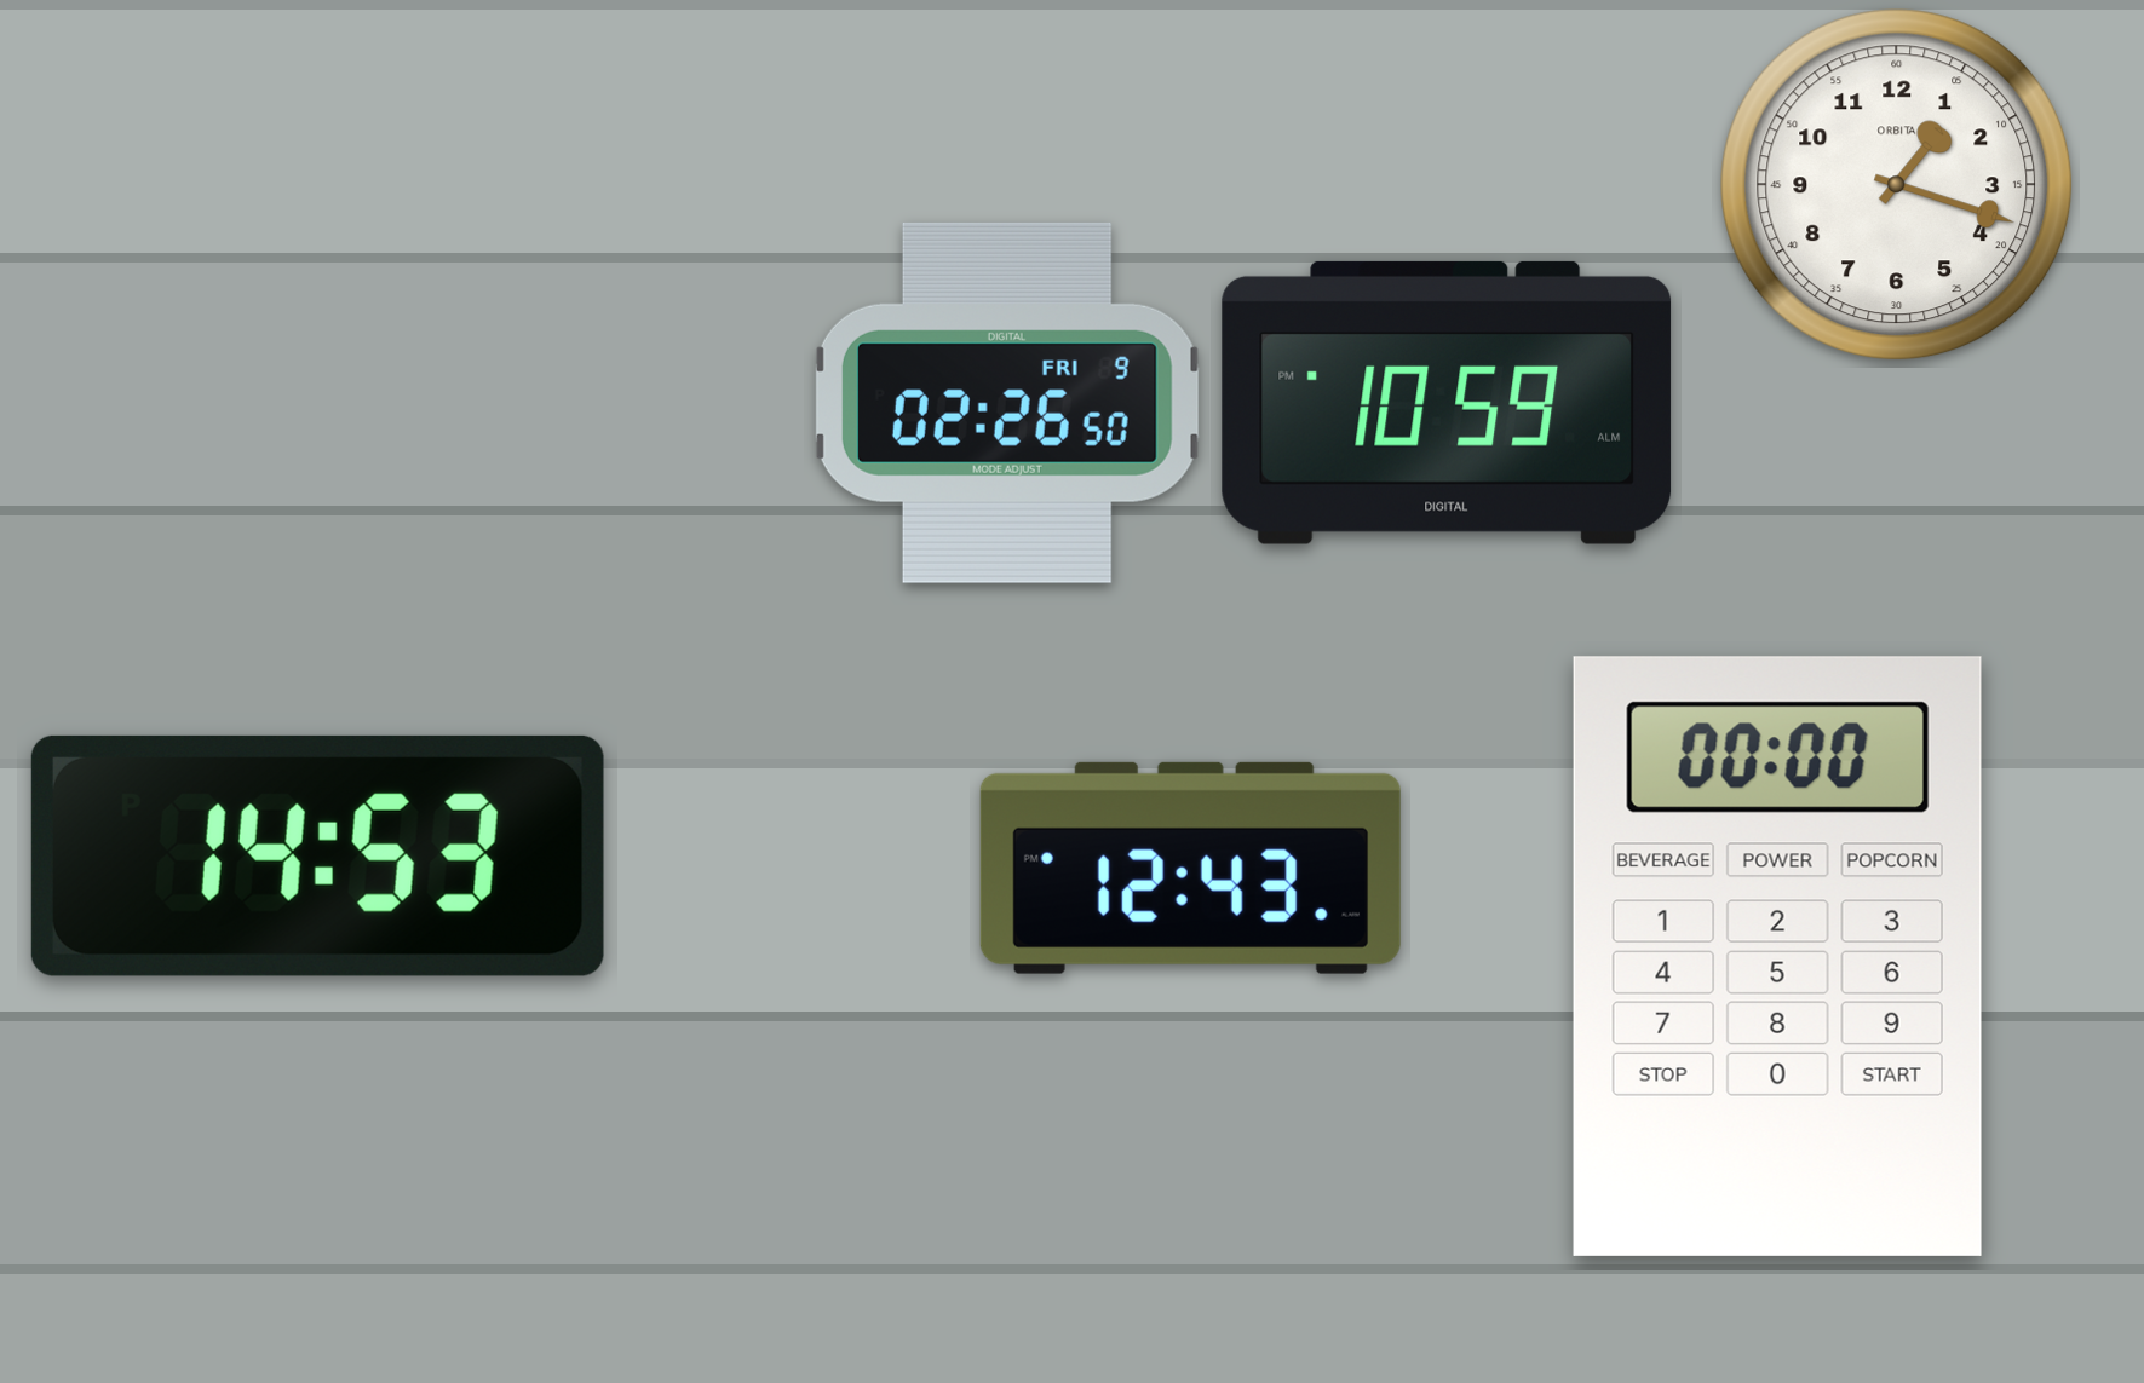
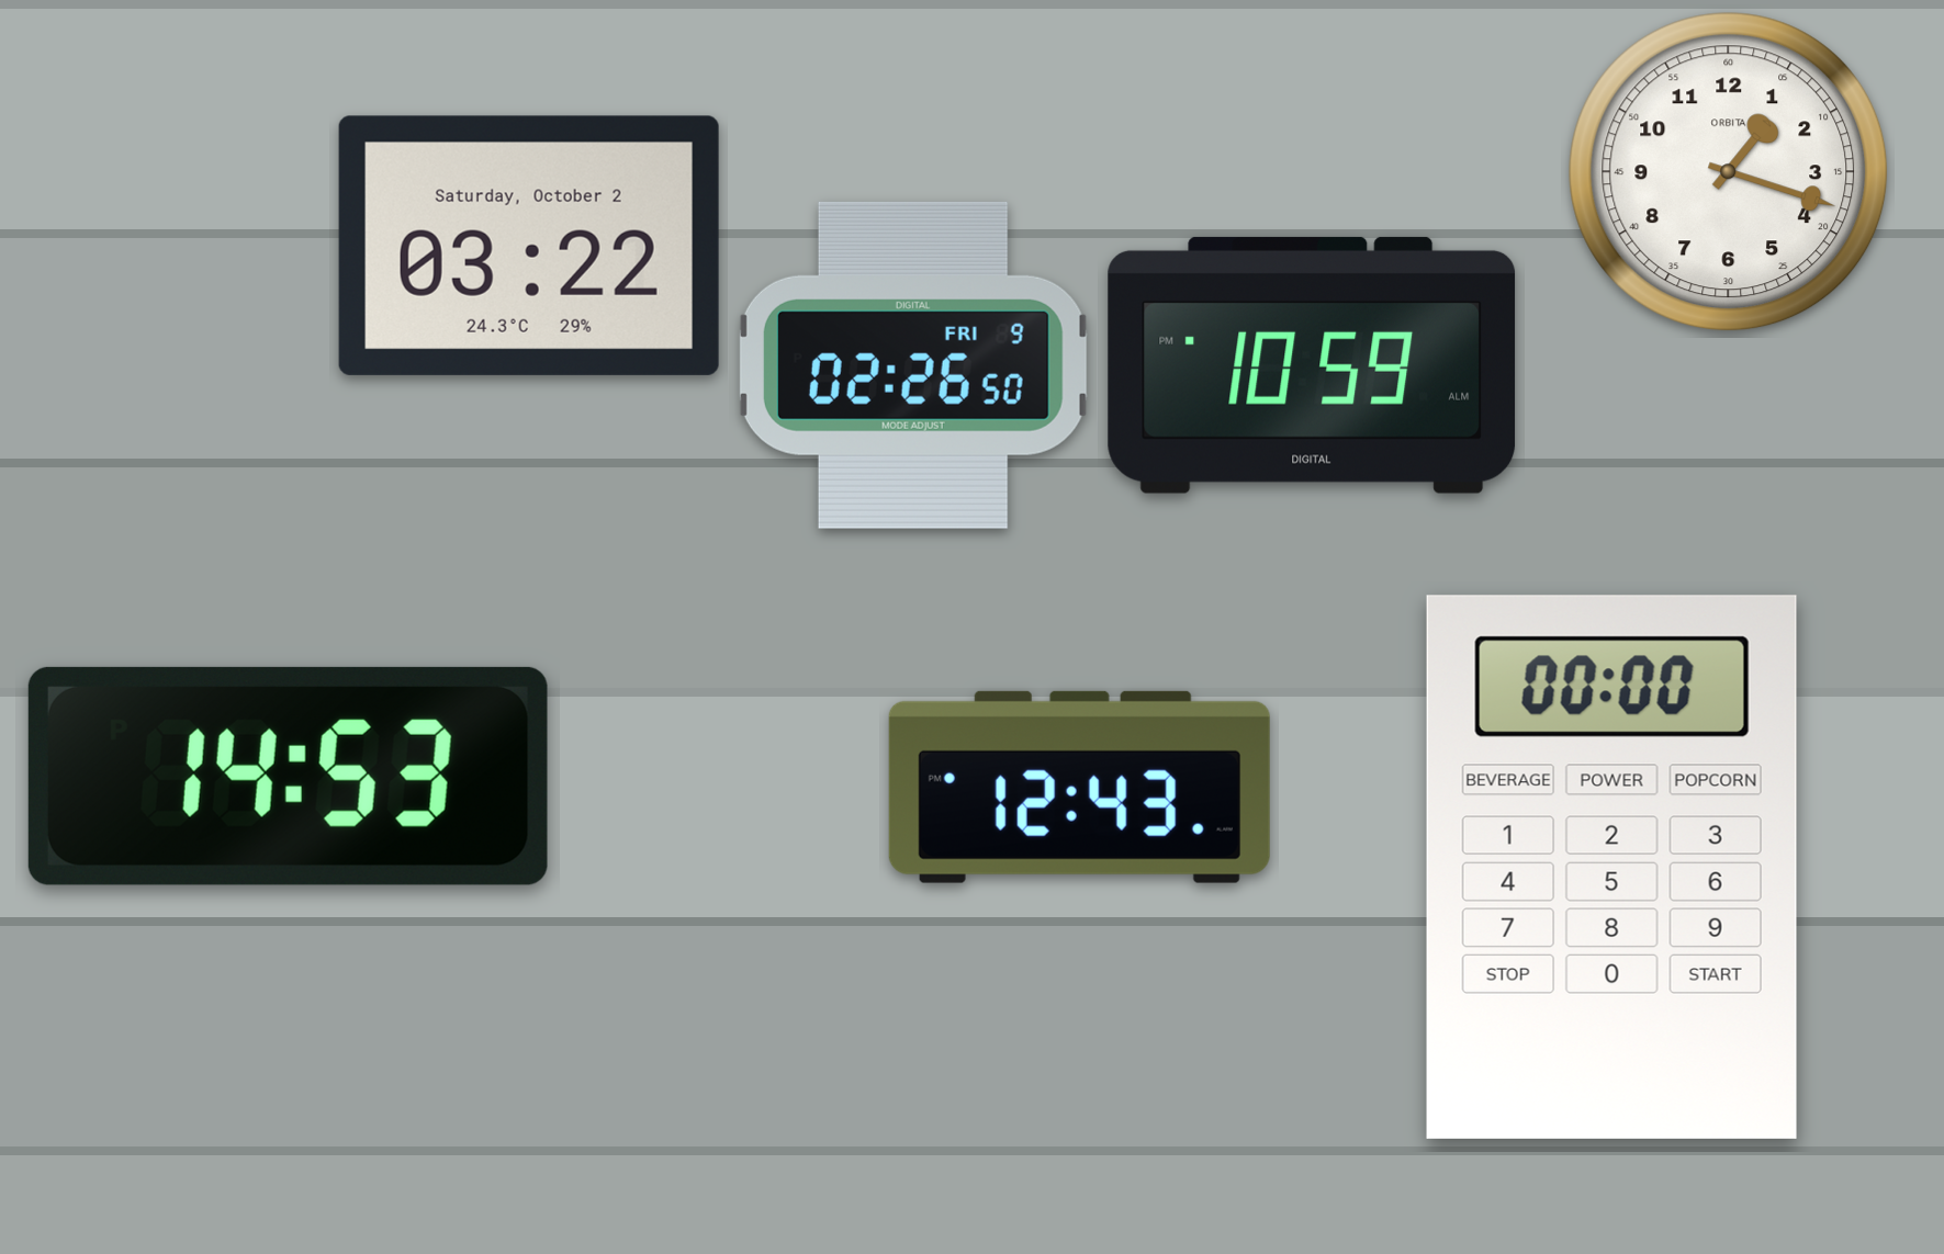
clock at (1897, 185) position: (1897, 185) -> (1729, 172)
clock at (529, 246): none -> 03:22
